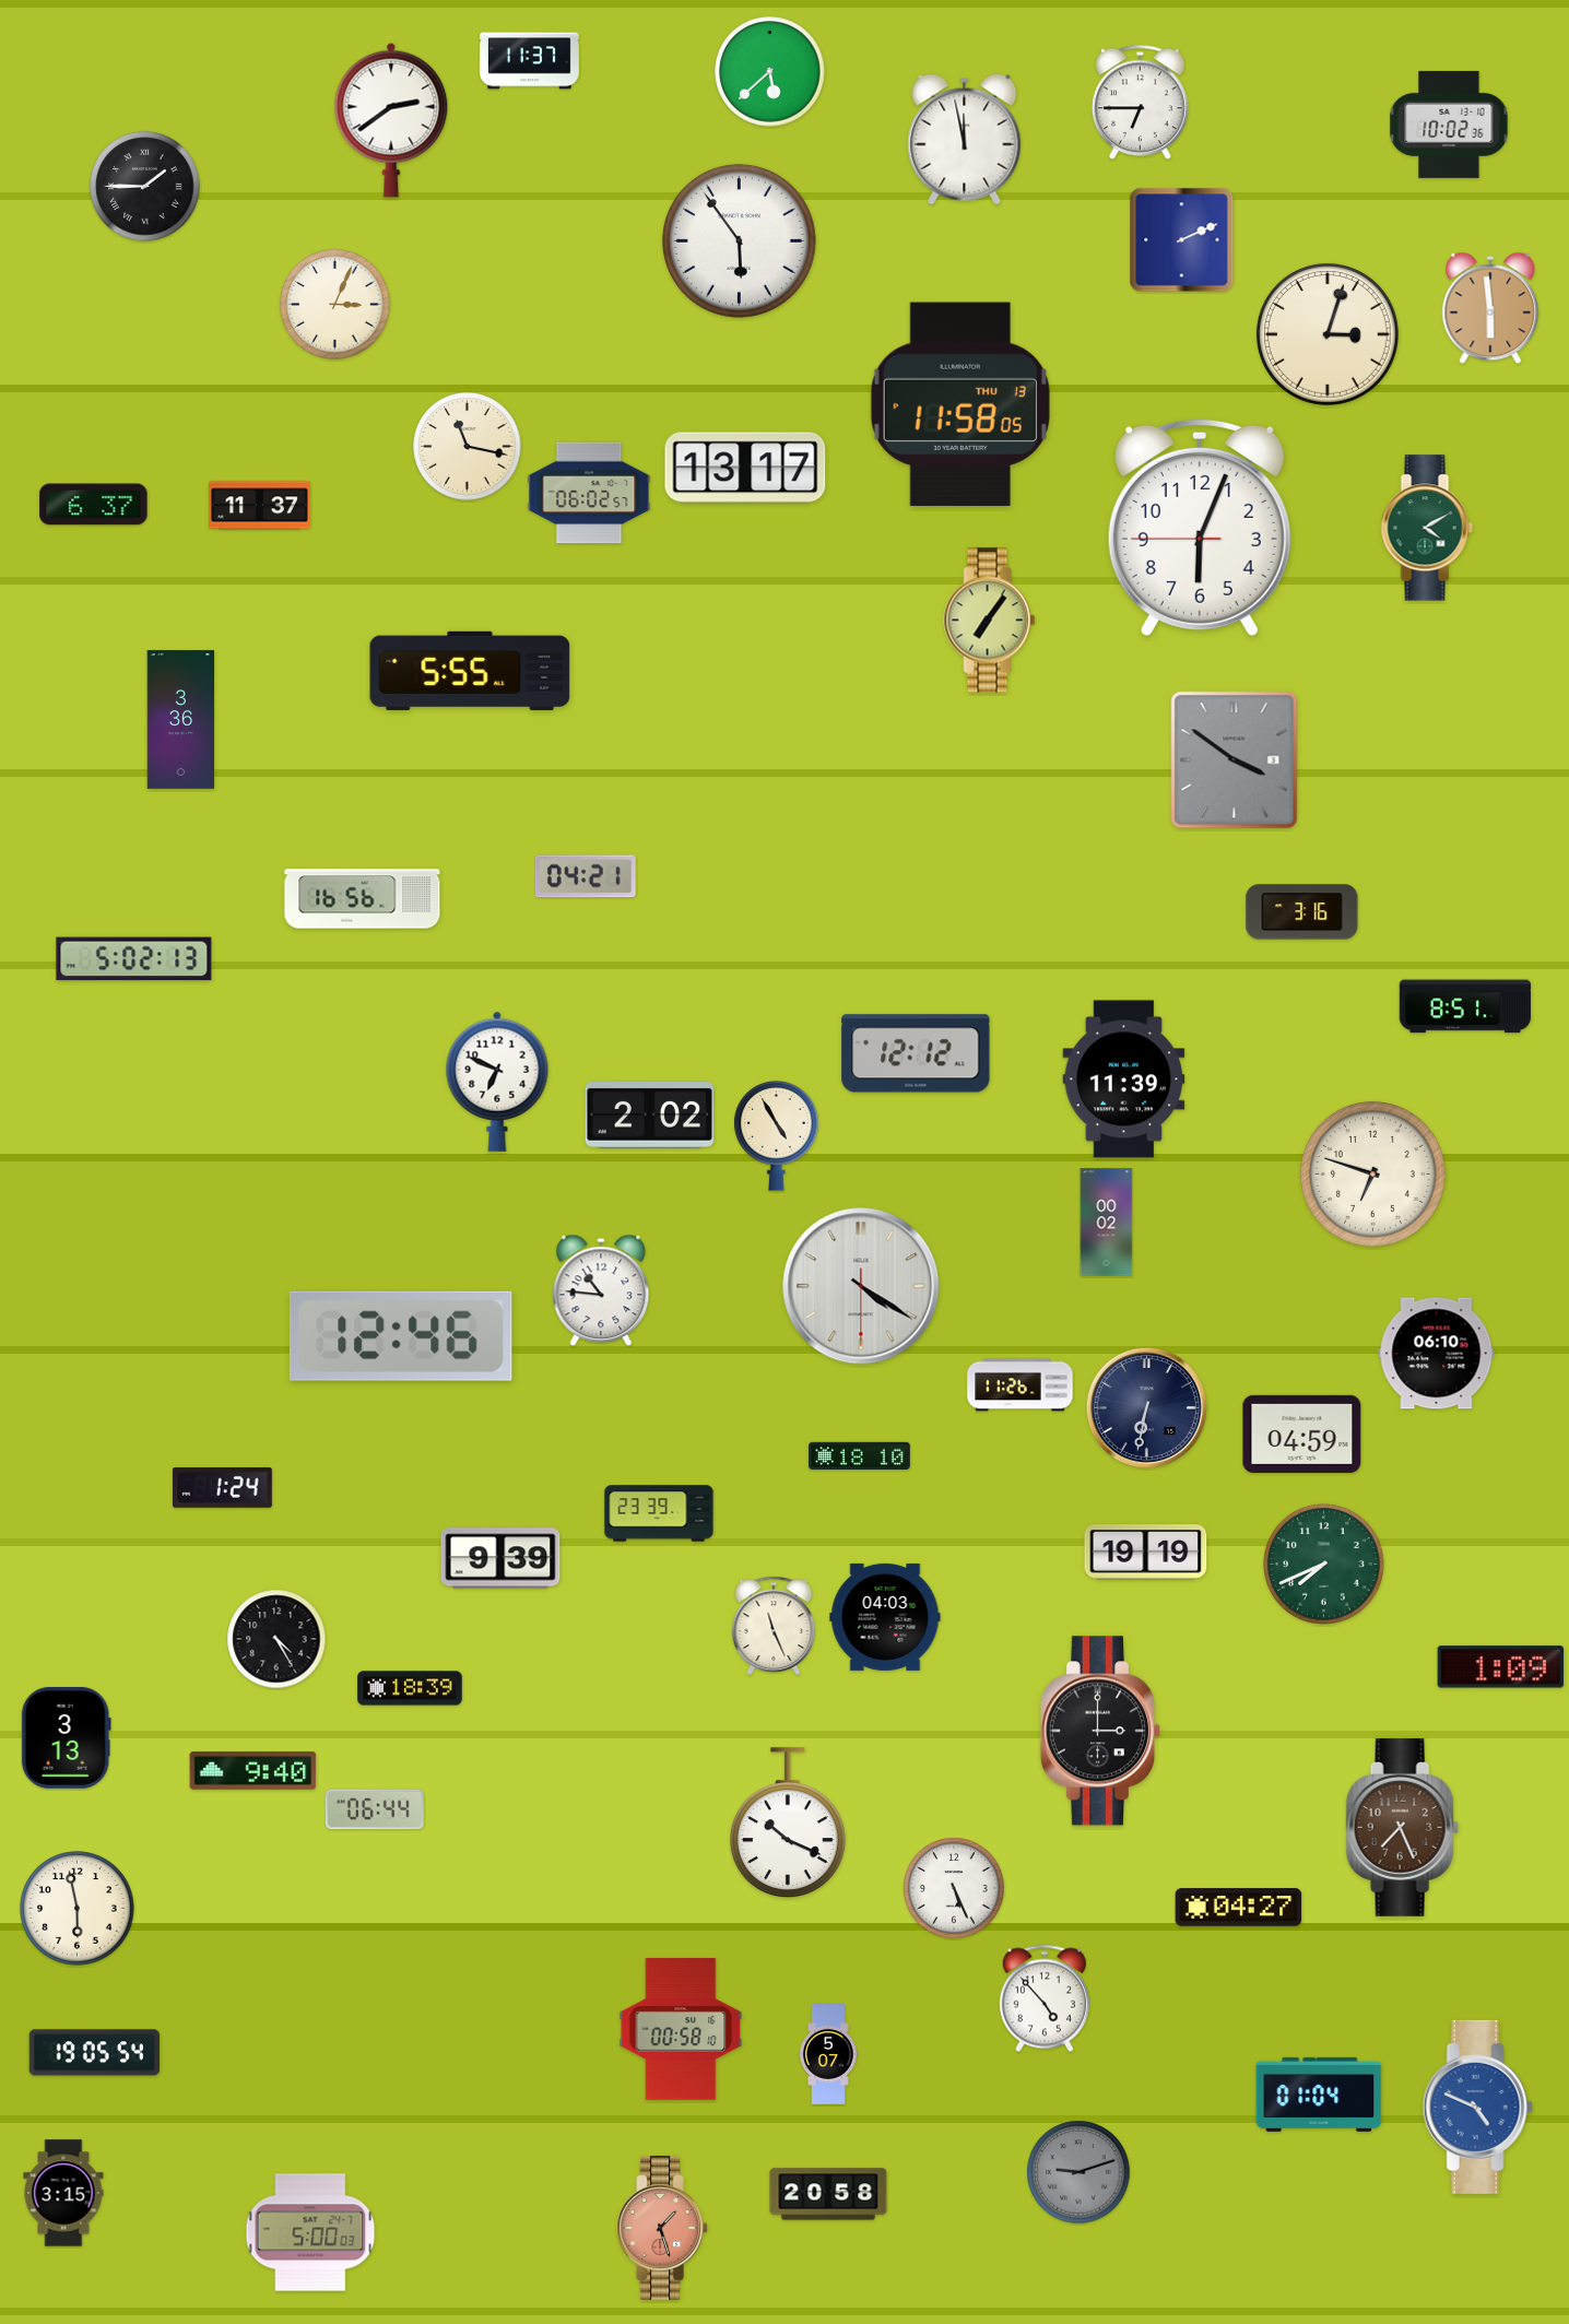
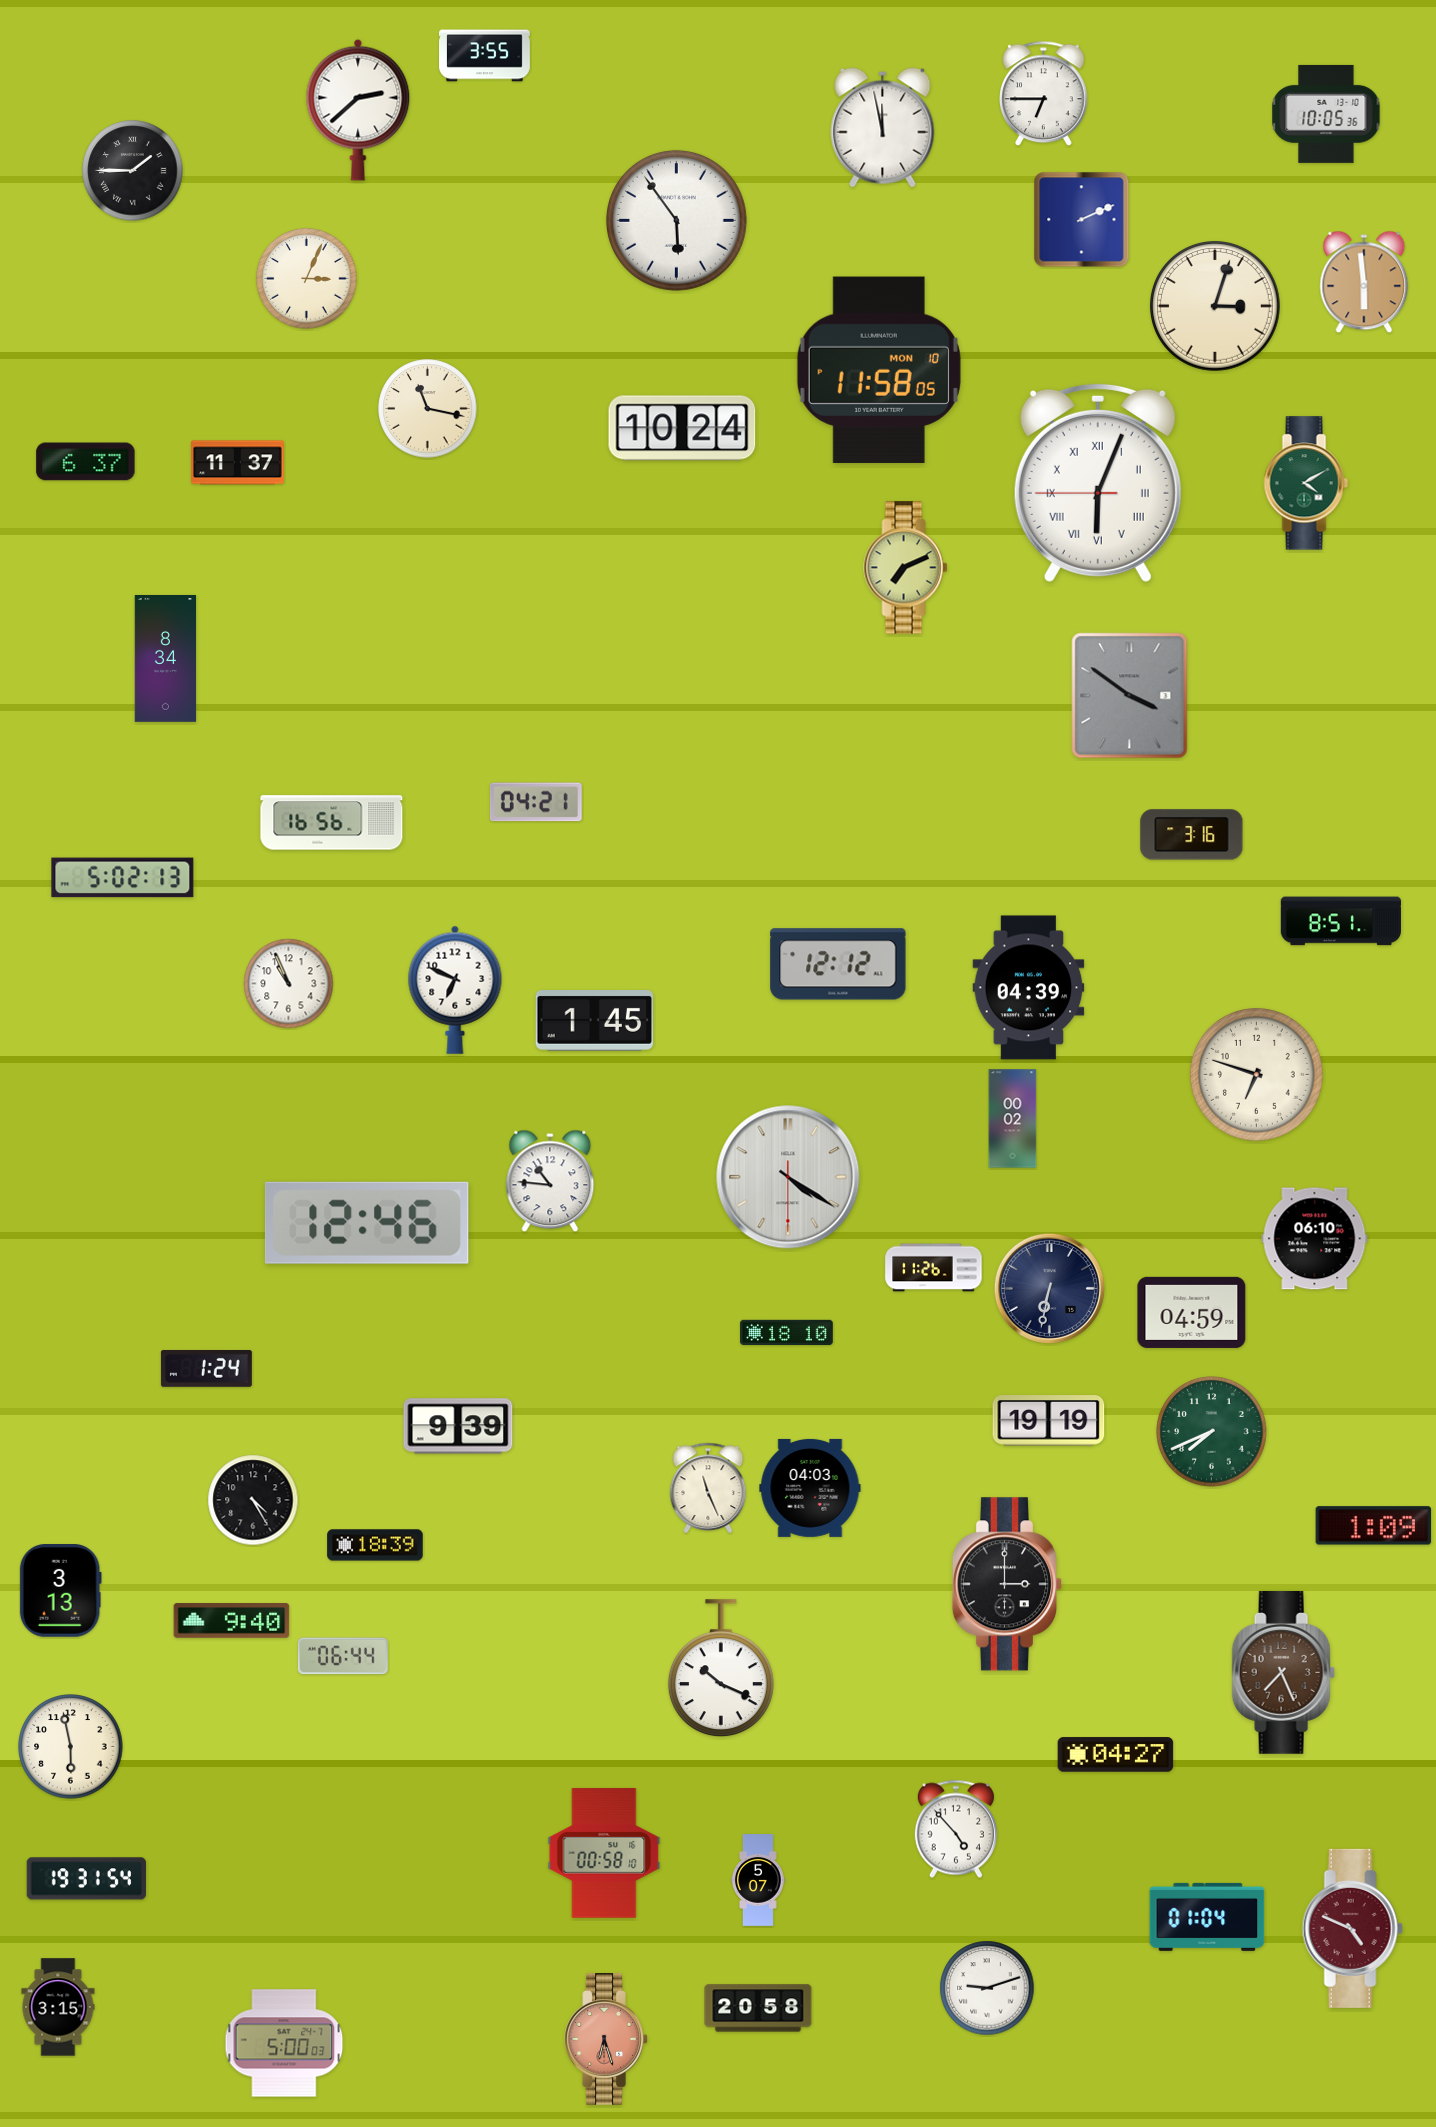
clock at (530, 61): 11:37 -> 3:55
clock at (770, 72): 5:38 -> none
clock at (391, 120): 2:39 -> 2:38
clock at (1449, 125): 10:02 -> 10:05
clock at (960, 404) date: THU 13 -> MON 10
clock at (745, 468): 13:17 -> 10:24
clock at (589, 493): 06:02 -> none
clock at (1200, 527) numerals: Arabic -> Roman
clock at (990, 621): 7:06 -> 7:11
clock at (470, 671): 5:55 -> none
clock at (181, 720): 3:36 -> 8:34
clock at (289, 984): none -> 10:56
clock at (1124, 1080): 11:39 -> 04:39
clock at (650, 1116): 2:02 -> 1:45
clock at (777, 1135): 4:55 -> none
clock at (222, 1488) position: (222, 1488) -> (206, 1369)
clock at (659, 1513): 23:39 -> none
clock at (885, 1617) position: (885, 1617) -> (810, 1488)
clock at (954, 1888): 5:26 -> none
clock at (1239, 1908) position: (1239, 1908) -> (1116, 1755)
clock at (681, 2029) position: (681, 2029) -> (604, 1853)
clock at (94, 2053): 19:05 -> 19:31
clock at (1477, 2107) dial: blue -> burgundy
clock at (1078, 2172) dial: grey -> white
clock at (662, 2228): 1:27 -> 6:27
